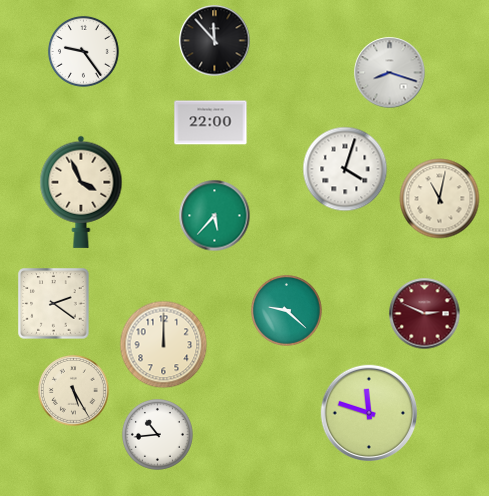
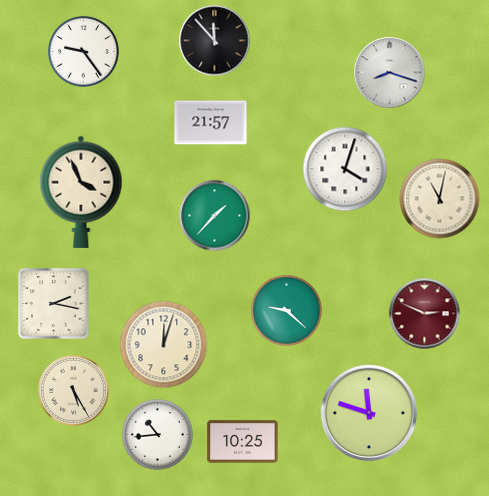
clock at (211, 123): 22:00 -> 21:57
clock at (215, 216): 5:37 -> 1:37
clock at (54, 304): 2:21 -> 2:17
clock at (164, 345): 12:00 -> 12:03
clock at (243, 442): none -> 10:25
